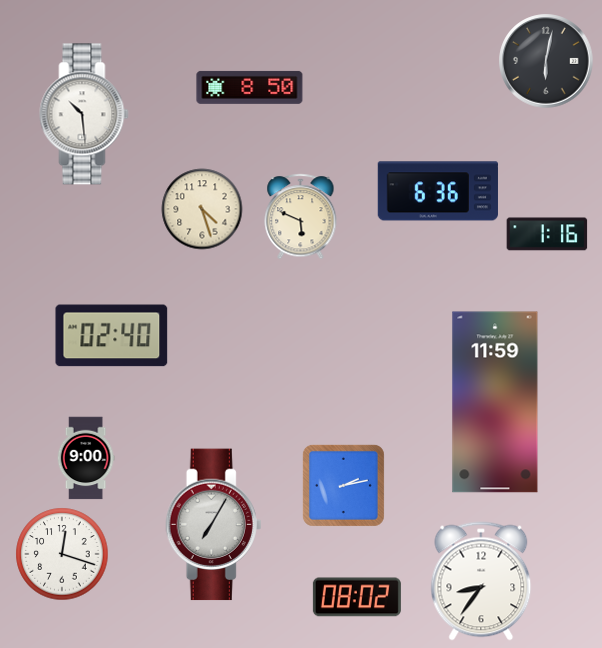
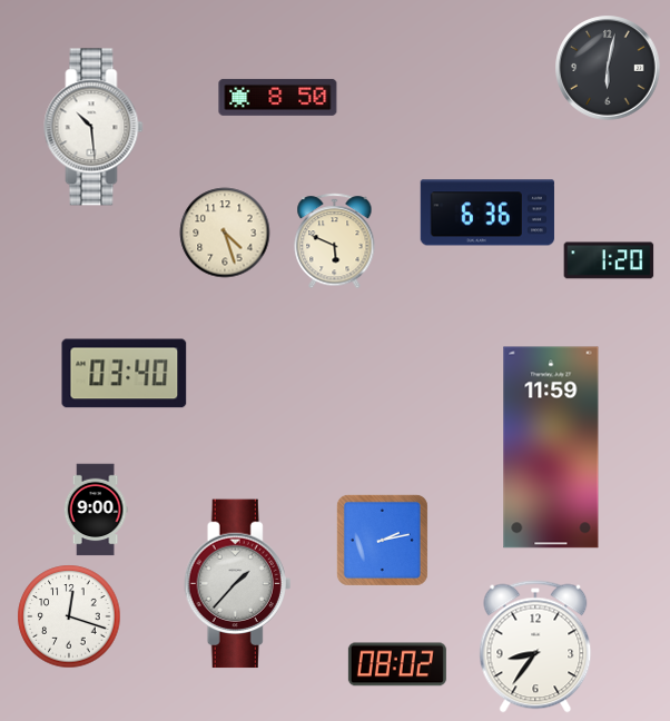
clock at (547, 234): 1:16 -> 1:20
clock at (112, 336): 02:40 -> 03:40
clock at (214, 525): 7:05 -> 1:37
